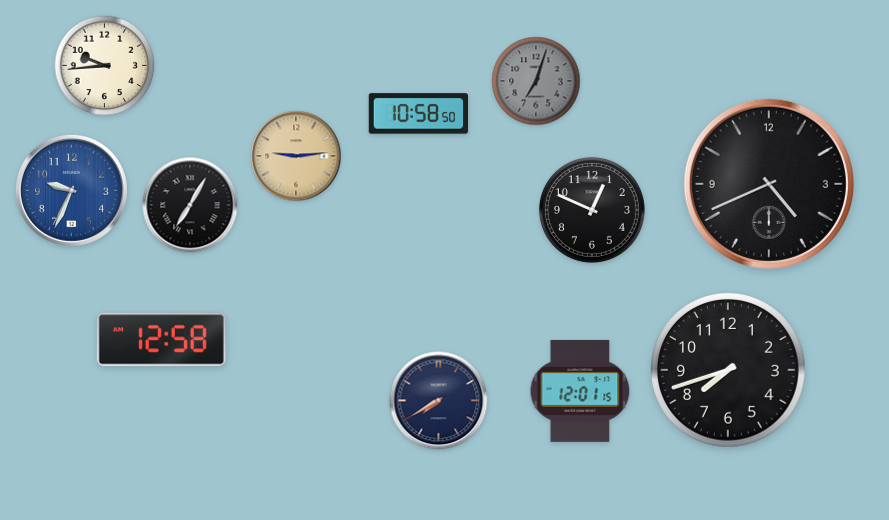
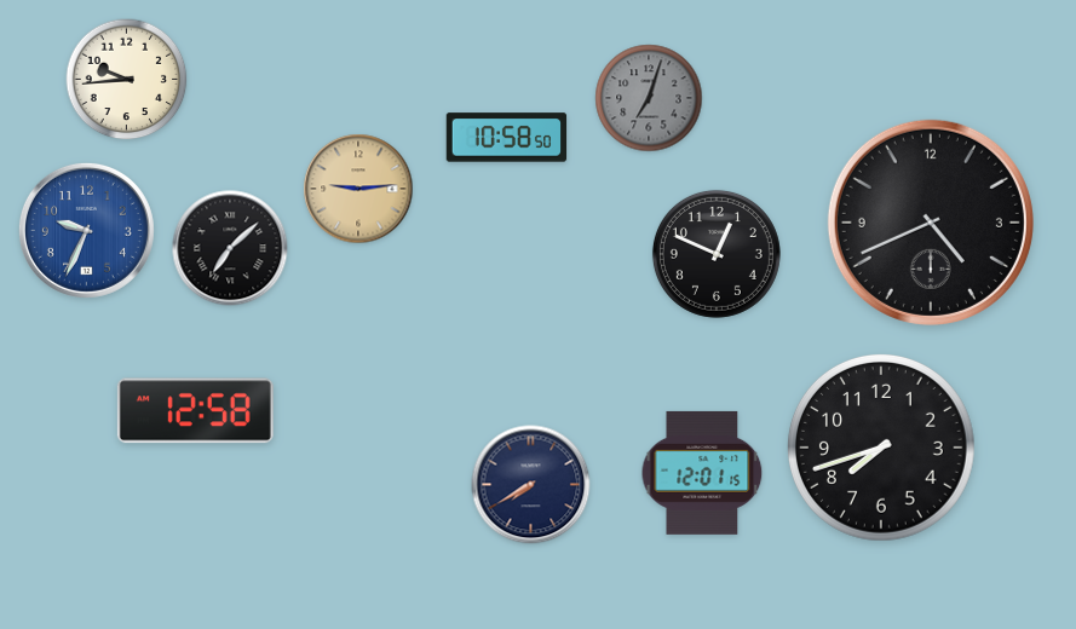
clock at (190, 205): 7:05 -> 7:08
